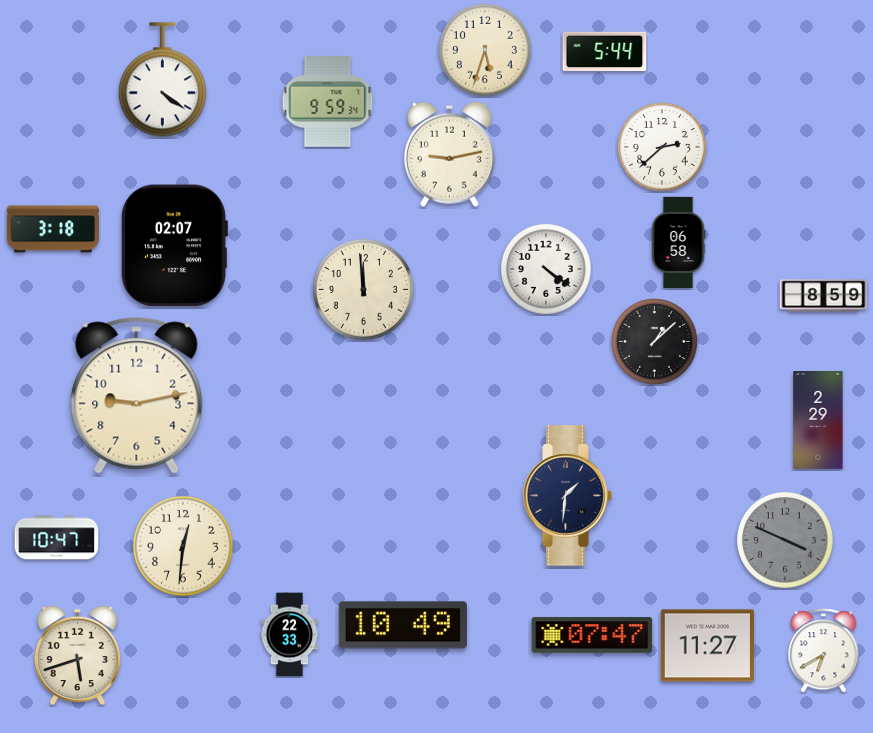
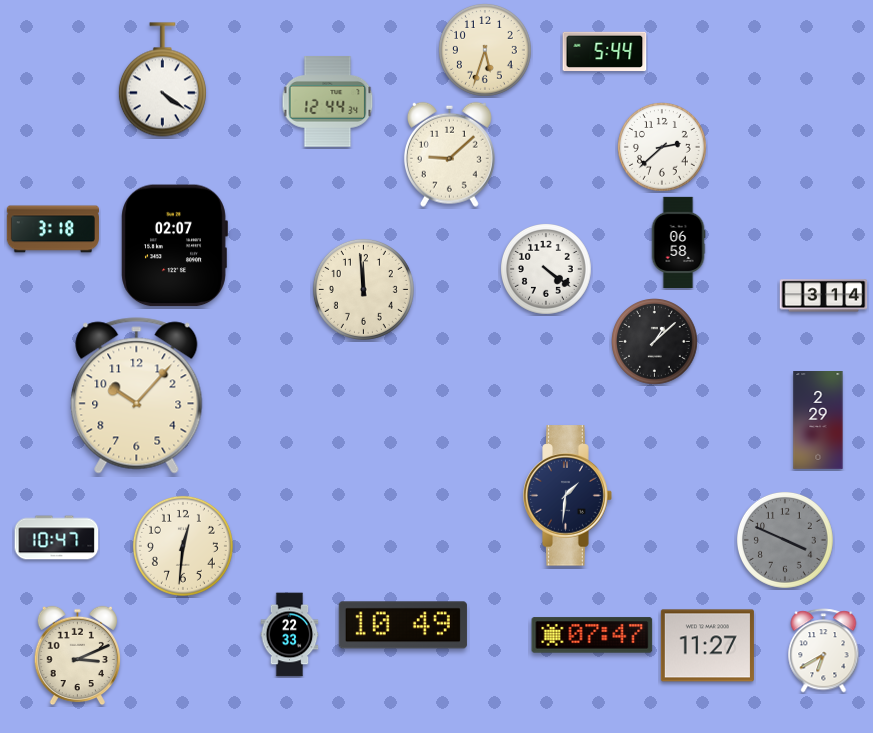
clock at (328, 102): 9:59 -> 12:44
clock at (449, 154): 9:13 -> 9:08
clock at (824, 296): 8:59 -> 3:14
clock at (137, 396): 9:13 -> 10:07
clock at (77, 656): 5:42 -> 3:11
